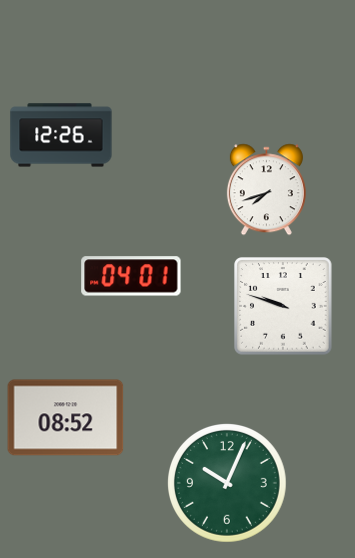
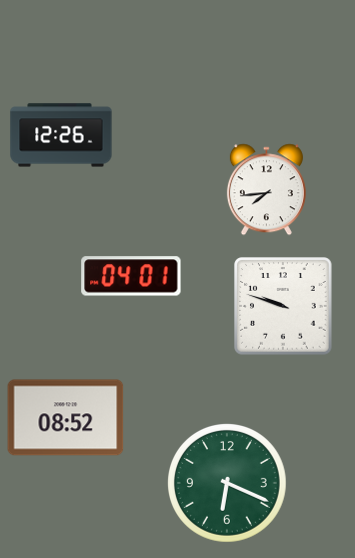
clock at (266, 190): 7:42 -> 7:44
clock at (228, 484): 10:04 -> 6:19
